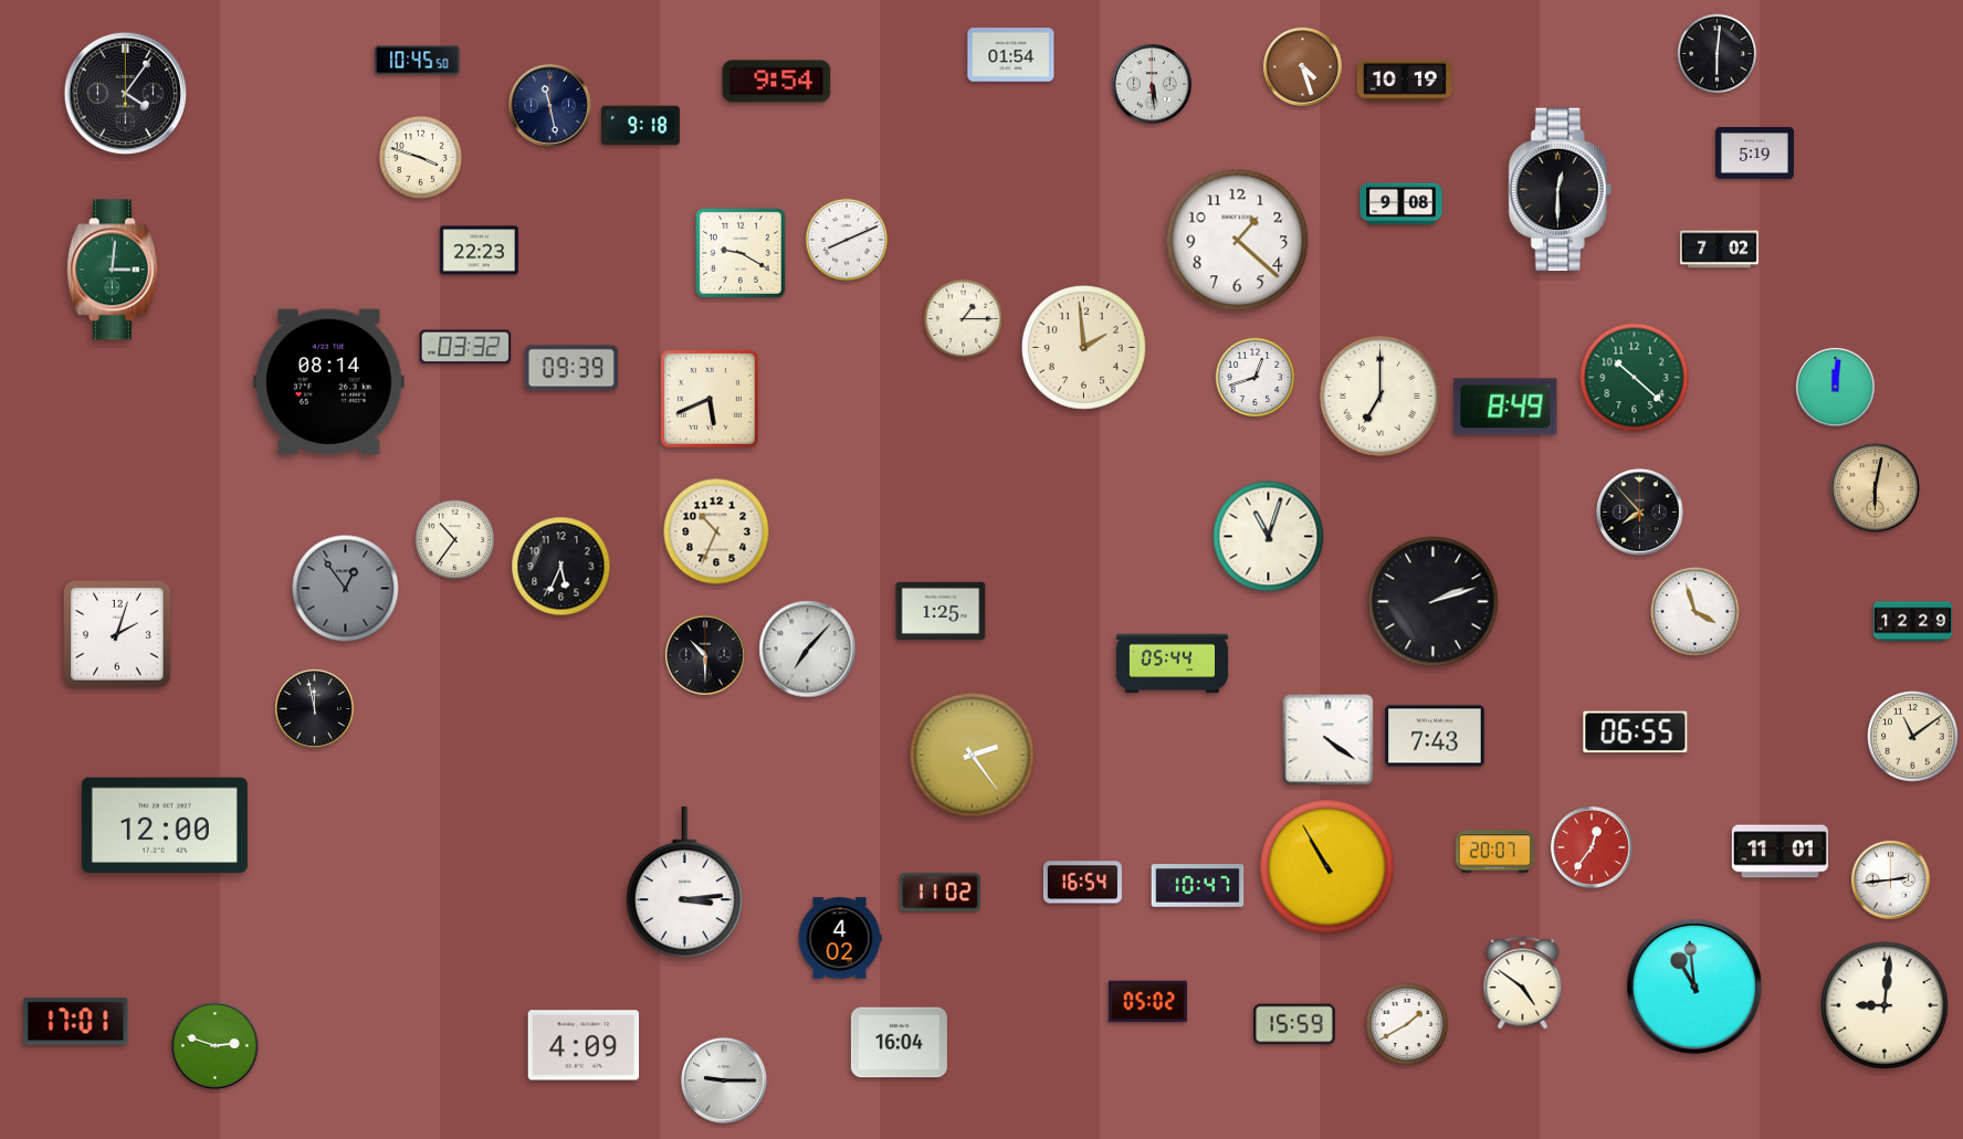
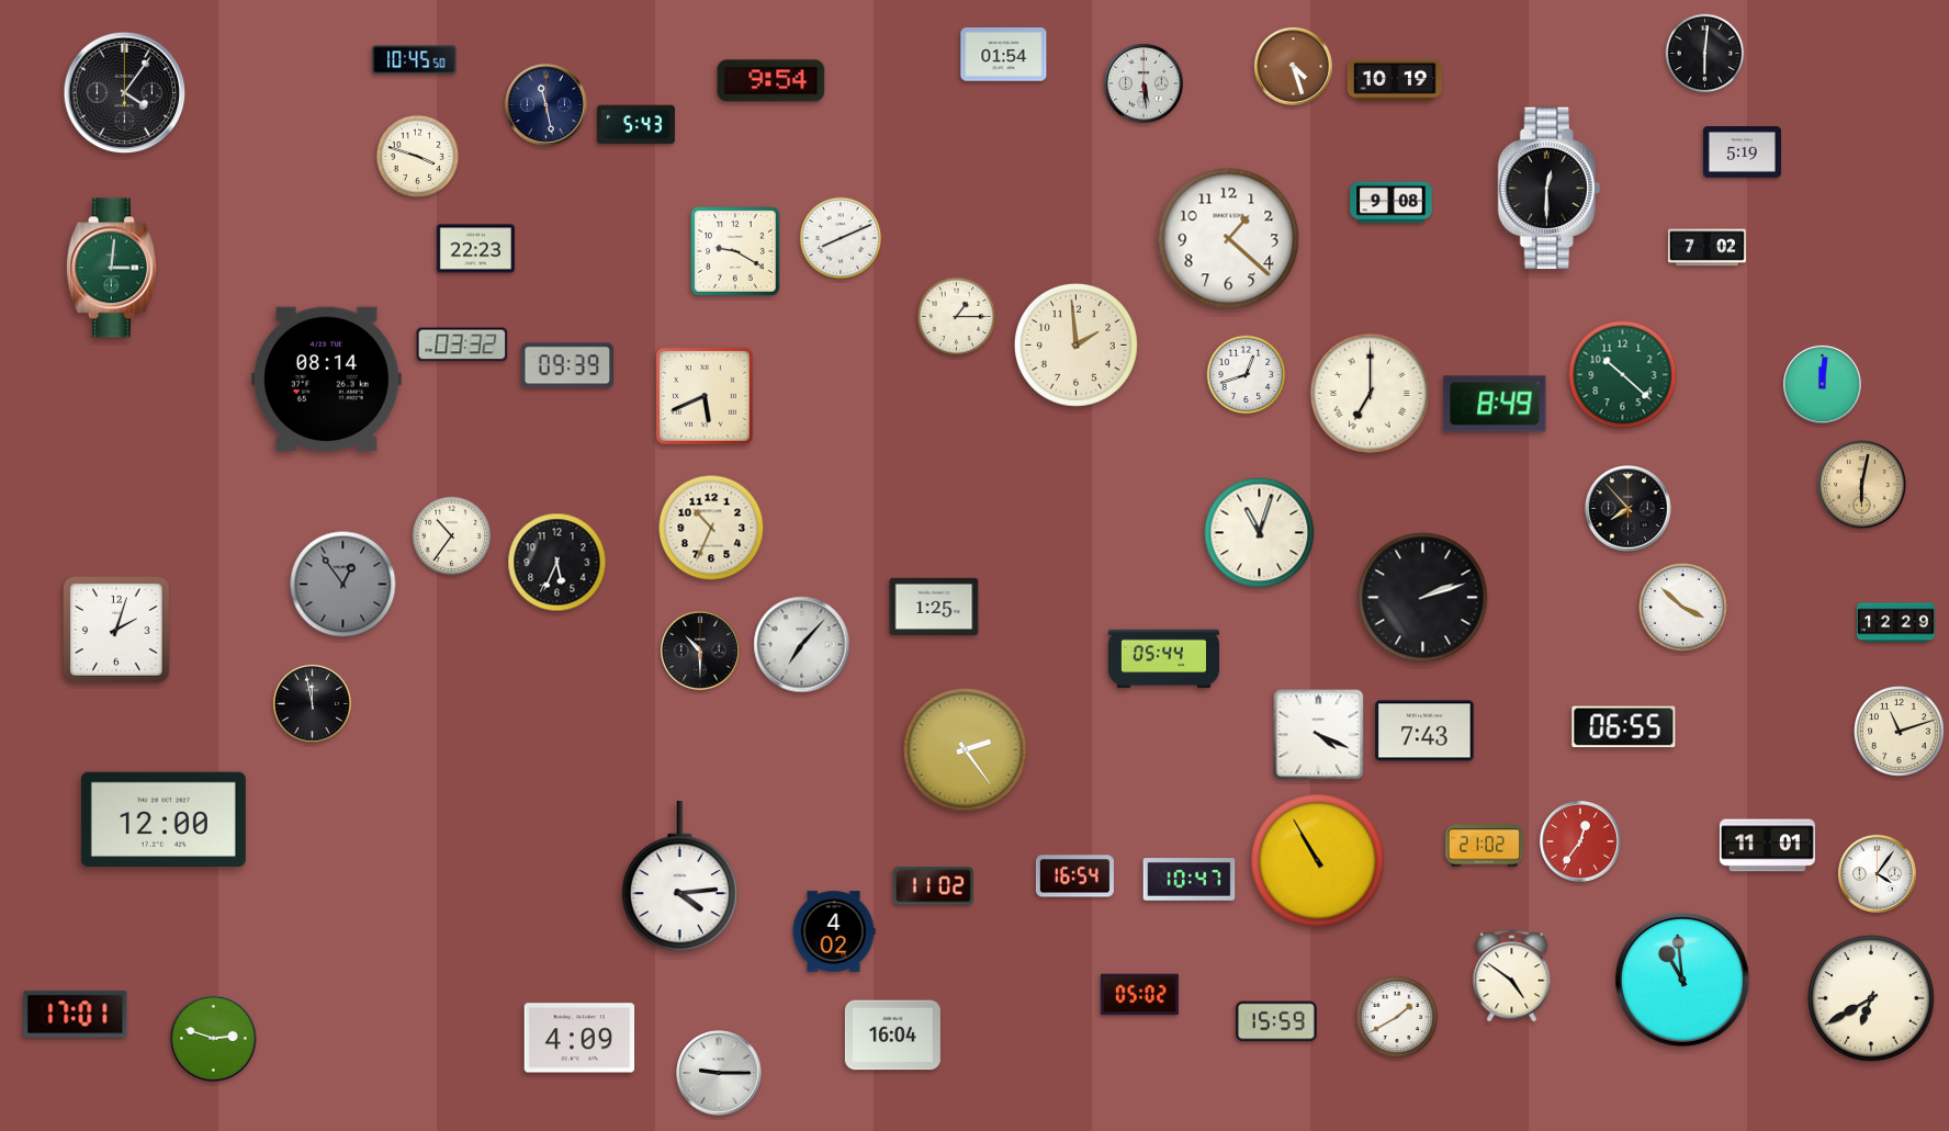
clock at (640, 126): 9:18 -> 5:43
clock at (1696, 612): 3:57 -> 3:52
clock at (1912, 622) position: (1912, 622) -> (1895, 623)
clock at (1913, 737): 11:09 -> 11:12
clock at (1329, 740): 4:21 -> 4:19
clock at (1494, 852): 20:07 -> 21:02
clock at (1890, 879): 2:44 -> 4:06
clock at (684, 883): 3:14 -> 4:14
clock at (1885, 1005): 9:01 -> 6:40
clock at (1294, 1024) position: (1294, 1024) -> (1276, 1021)
